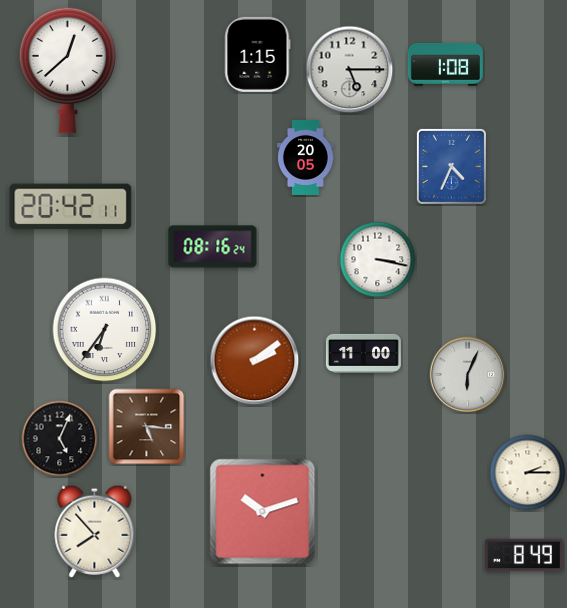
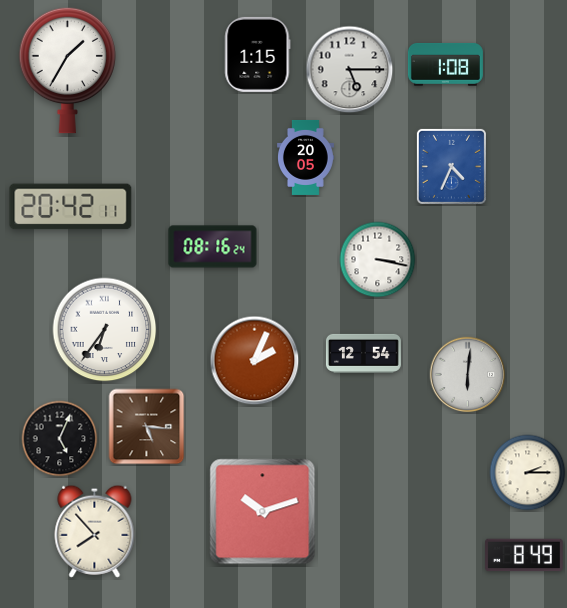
clock at (67, 70): 12:38 -> 1:35
clock at (363, 353): 11:00 -> 12:54
clock at (255, 361): 2:09 -> 2:04
clock at (468, 375): 6:04 -> 6:01
